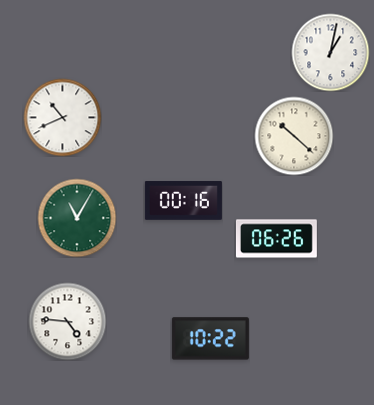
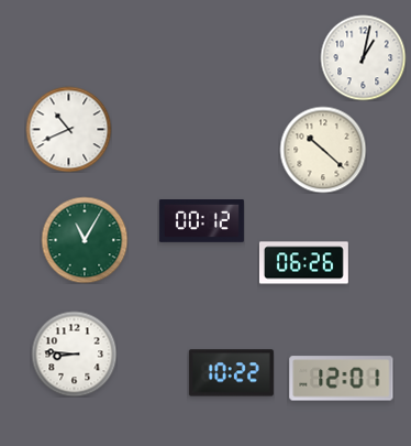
clock at (183, 201): 00:16 -> 00:12
clock at (67, 321): 4:46 -> 8:46
clock at (342, 379): none -> 12:01
